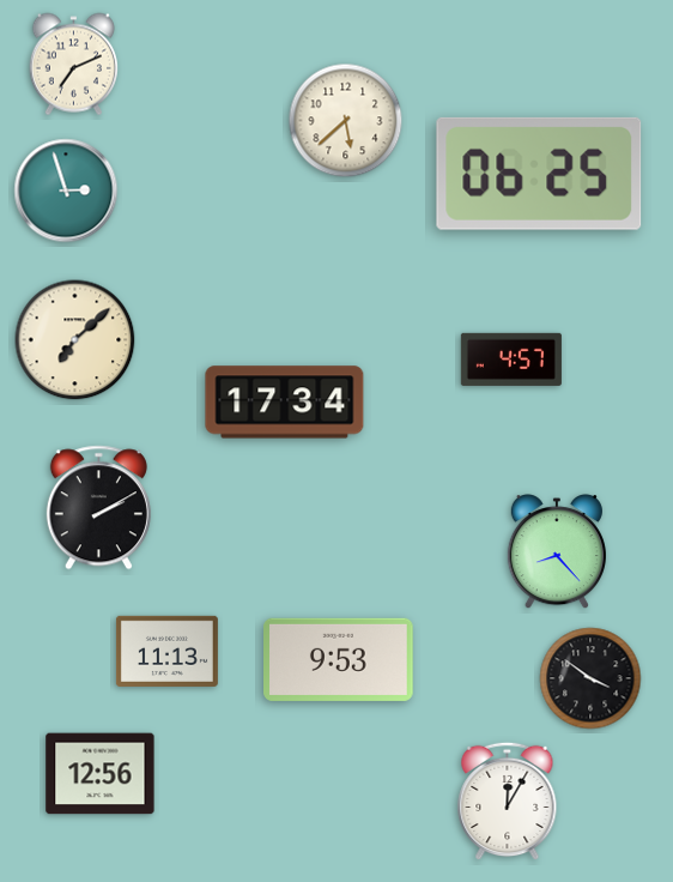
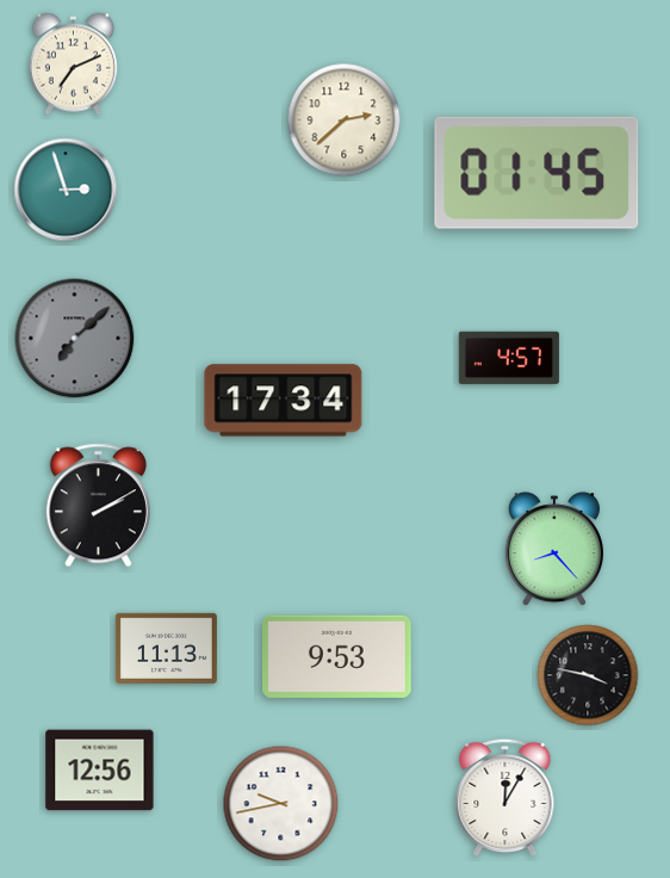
clock at (346, 121): 5:38 -> 2:38
clock at (539, 174): 06:25 -> 01:45
clock at (75, 340) dial: cream -> grey
clock at (590, 678): 3:51 -> 3:47
clock at (281, 804): none -> 9:43
